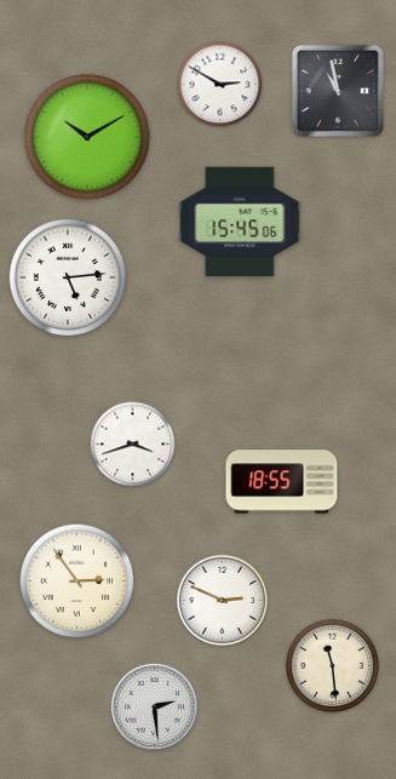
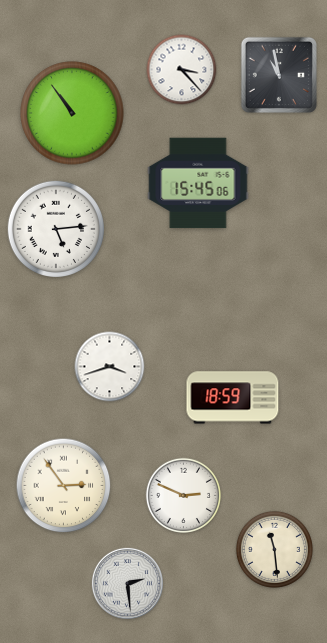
clock at (220, 85): 2:50 -> 3:23
clock at (87, 137): 10:10 -> 10:54
clock at (282, 482): 18:55 -> 18:59
clock at (78, 582) position: (78, 582) -> (64, 486)
